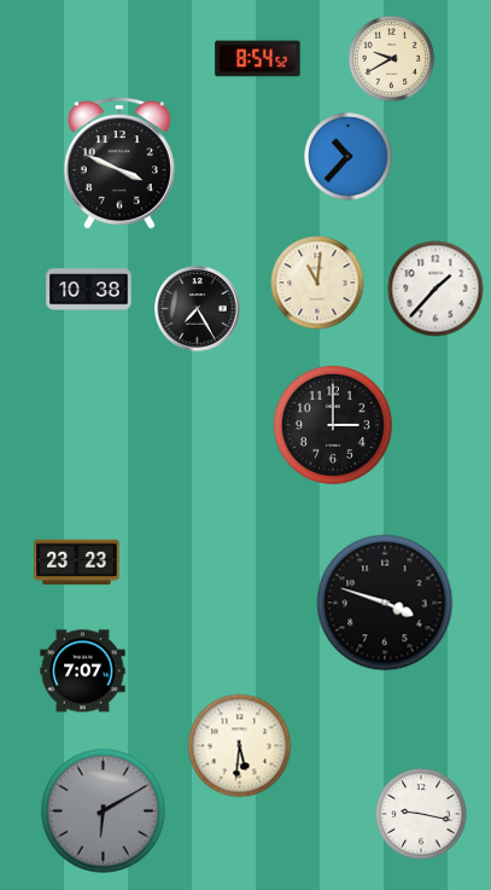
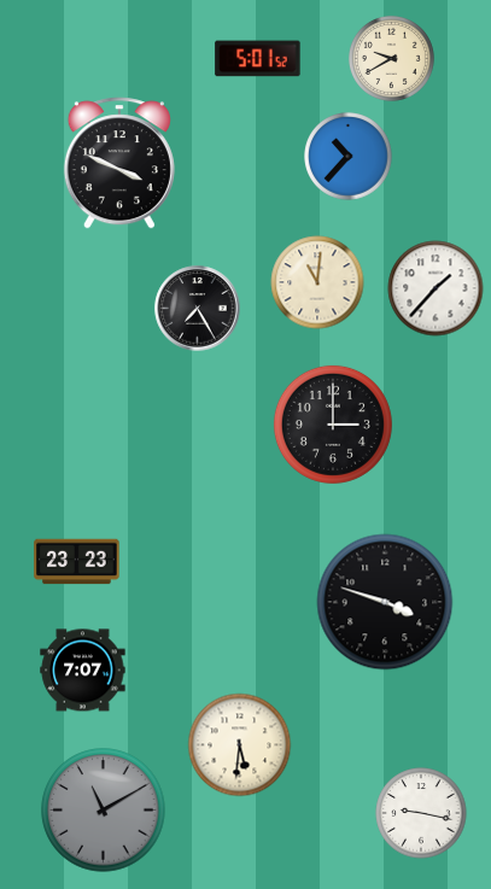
clock at (258, 59): 8:54 -> 5:01
clock at (89, 290): 10:38 -> none
clock at (104, 812): 6:10 -> 11:10
